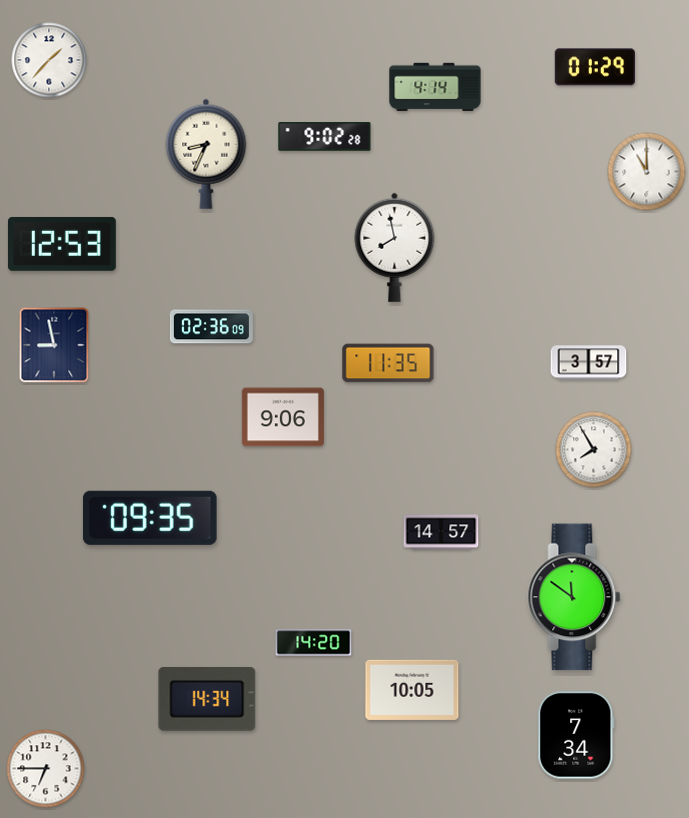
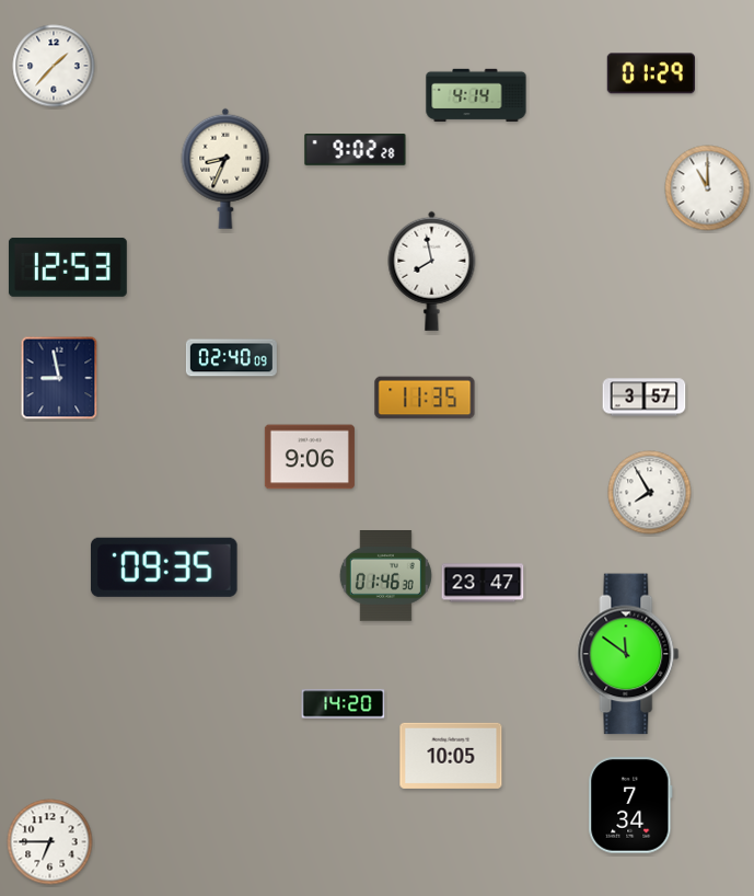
clock at (211, 327): 02:36 -> 02:40
clock at (385, 576): none -> 01:46
clock at (441, 532): 14:57 -> 23:47
clock at (207, 699): 14:34 -> none
